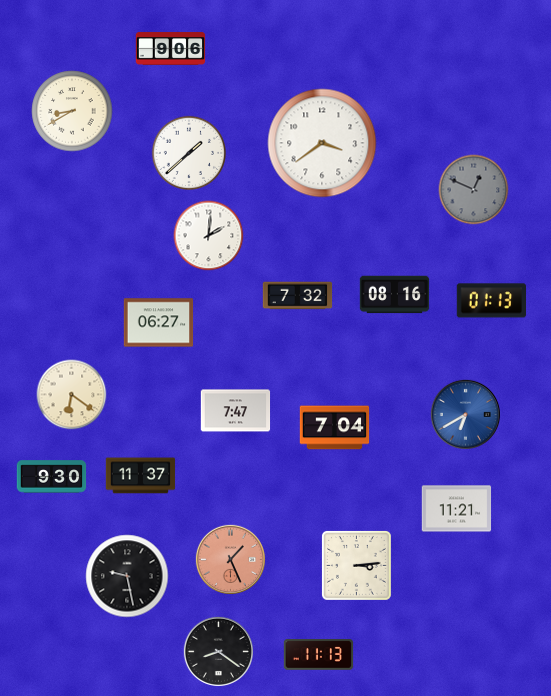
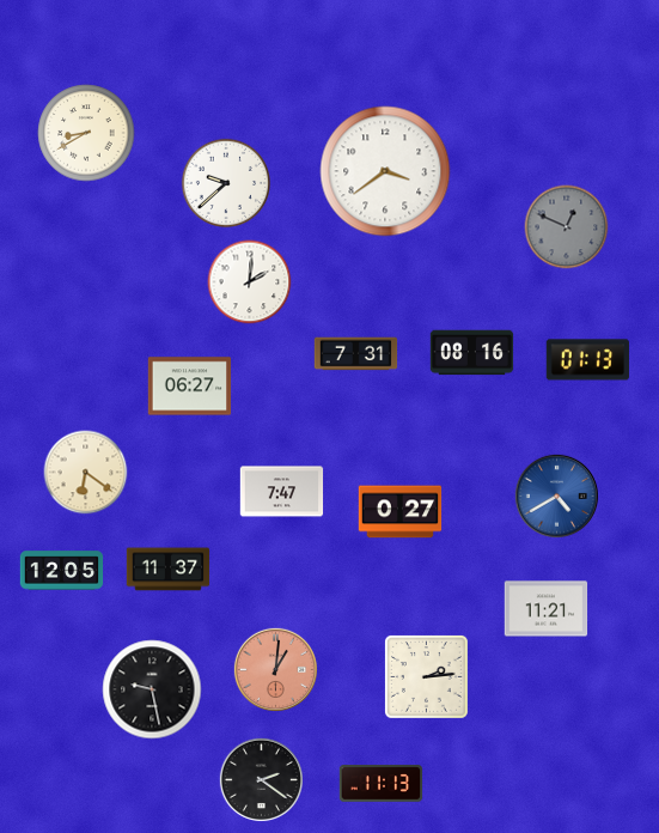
clock at (171, 49): 9:06 -> none
clock at (188, 152): 1:38 -> 9:38
clock at (298, 296): 7:32 -> 7:31
clock at (465, 414): 6:40 -> 4:40
clock at (335, 428): 7:04 -> 0:27
clock at (52, 477): 9:30 -> 12:05
clock at (230, 559): 1:26 -> 1:01
clock at (357, 566): 3:14 -> 2:14
clock at (218, 651): 8:21 -> 2:21
